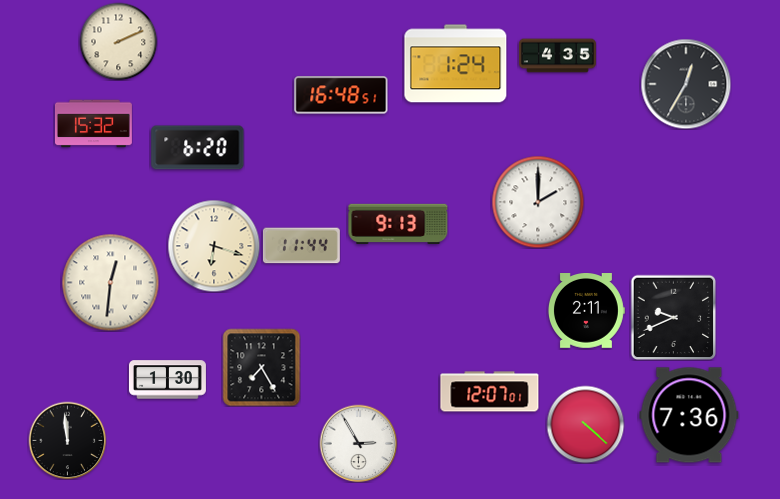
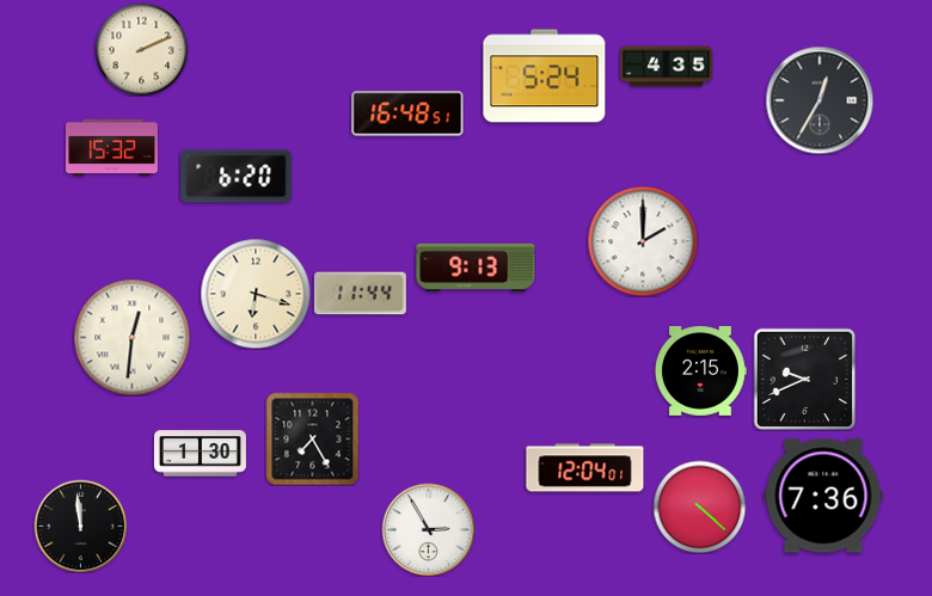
clock at (456, 64): 1:24 -> 5:24
clock at (586, 311): 2:11 -> 2:15
clock at (490, 392): 12:07 -> 12:04
